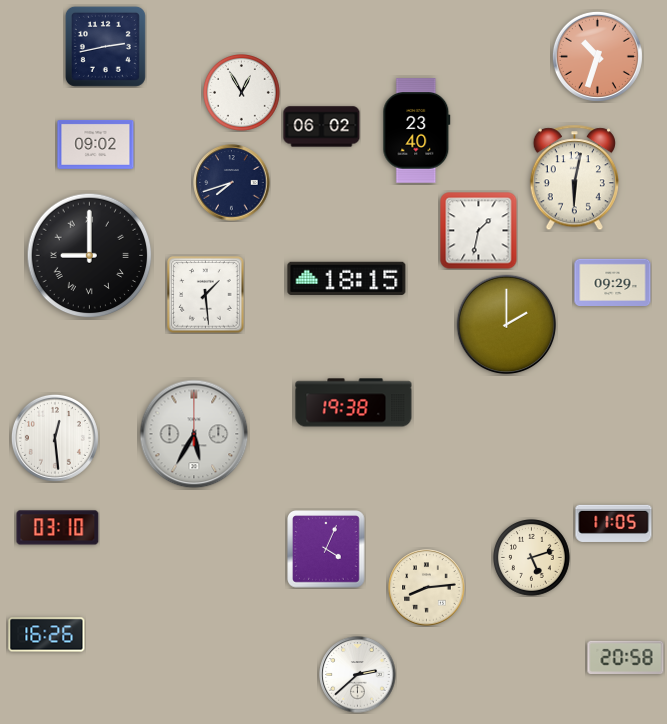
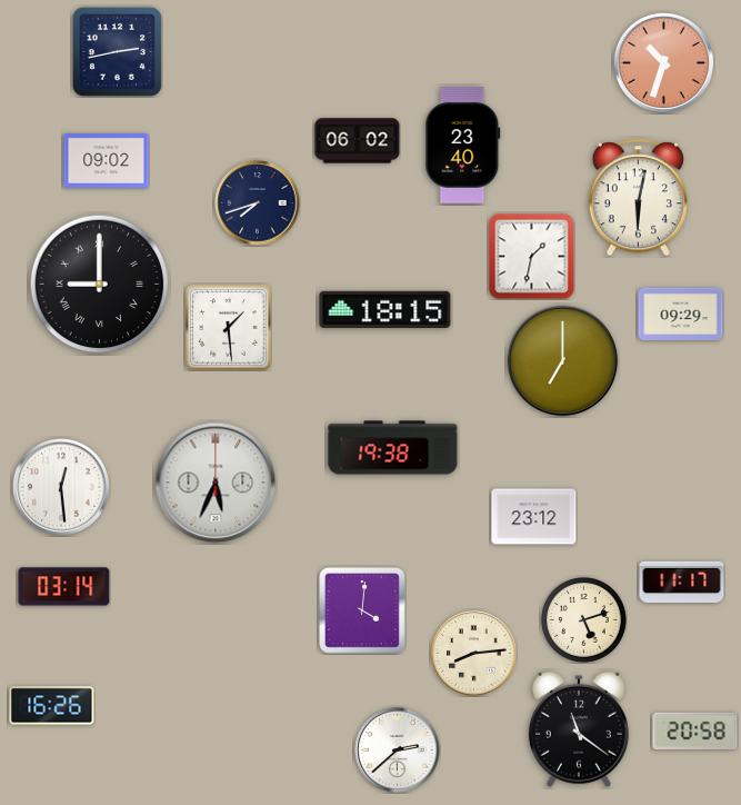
clock at (242, 93): 12:55 -> none
clock at (507, 325): 2:00 -> 7:00
clock at (194, 434): 5:35 -> 5:34
clock at (534, 517): none -> 23:12
clock at (614, 523): 11:05 -> 11:17
clock at (58, 528): 03:10 -> 03:14
clock at (326, 549): 4:04 -> 4:01
clock at (532, 558) position: (532, 558) -> (584, 620)
clock at (579, 729): none -> 11:21
